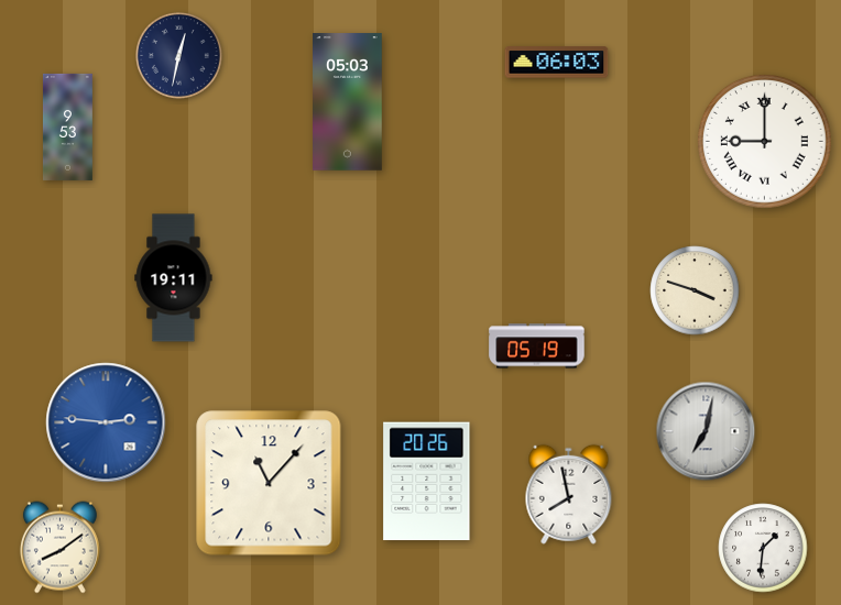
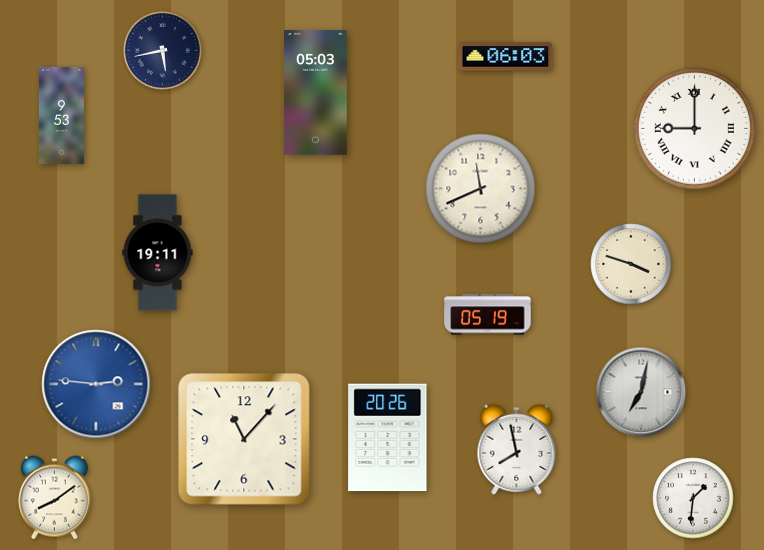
clock at (179, 56): 12:32 -> 5:43
clock at (481, 189): none -> 11:41
